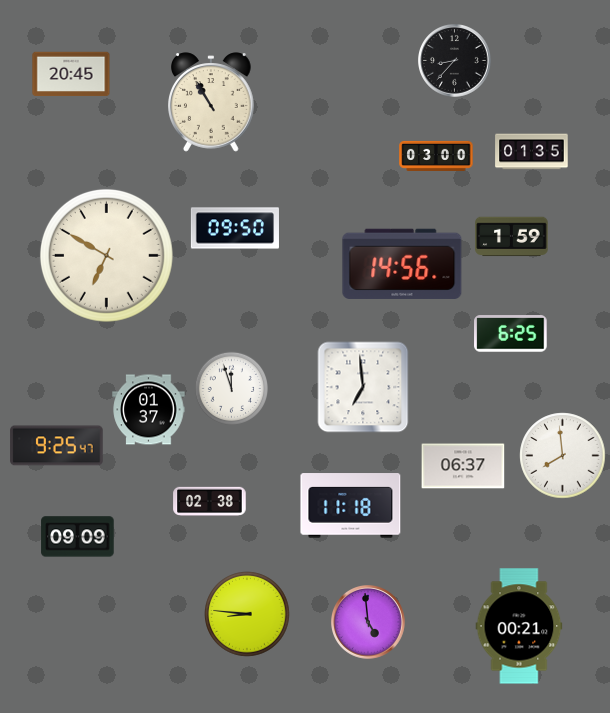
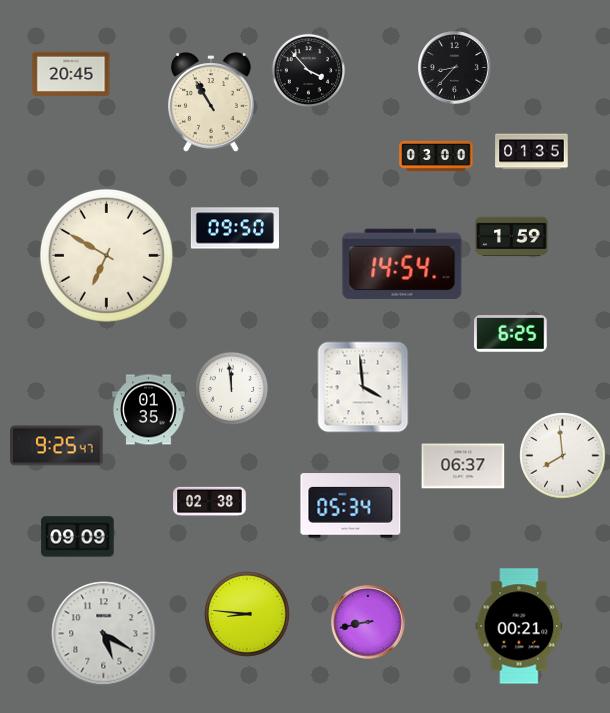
clock at (455, 61) position: (455, 61) -> (455, 68)
clock at (308, 70): none -> 3:53
clock at (402, 264): 14:56 -> 14:54
clock at (363, 387): 6:59 -> 3:59
clock at (231, 388): 11:57 -> 11:59
clock at (149, 410): 01:37 -> 01:35
clock at (351, 506): 11:18 -> 05:34
clock at (369, 622): 4:59 -> 8:43
clock at (104, 634): none -> 5:20
